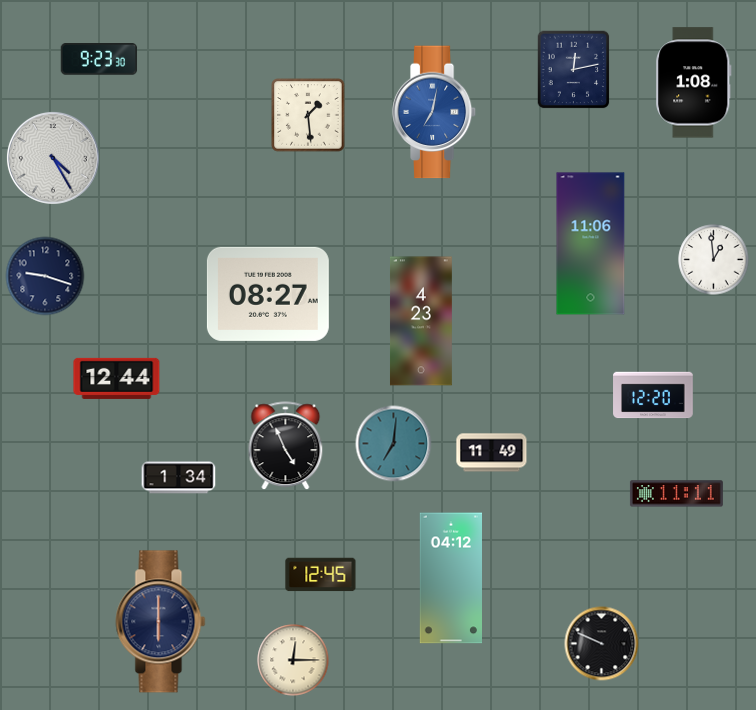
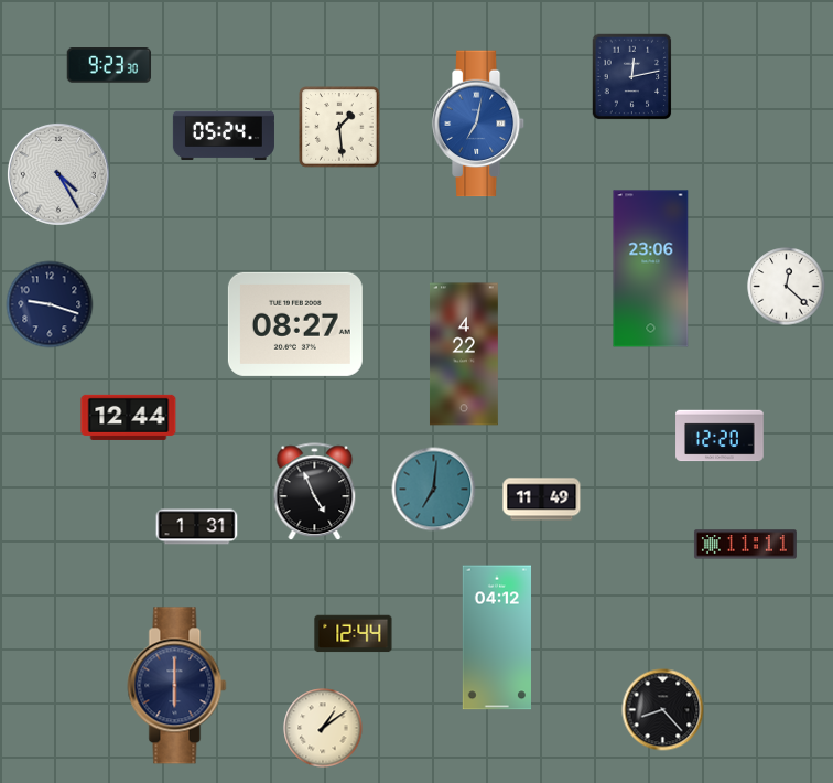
clock at (694, 83): 1:08 -> none
clock at (224, 136): none -> 05:24
clock at (591, 244): 11:06 -> 23:06
clock at (714, 260): 12:59 -> 12:22
clock at (421, 321): 4:23 -> 4:22
clock at (179, 478): 1:34 -> 1:31
clock at (321, 575): 12:45 -> 12:44
clock at (602, 644): 9:49 -> 8:23
clock at (293, 660): 12:15 -> 1:09
